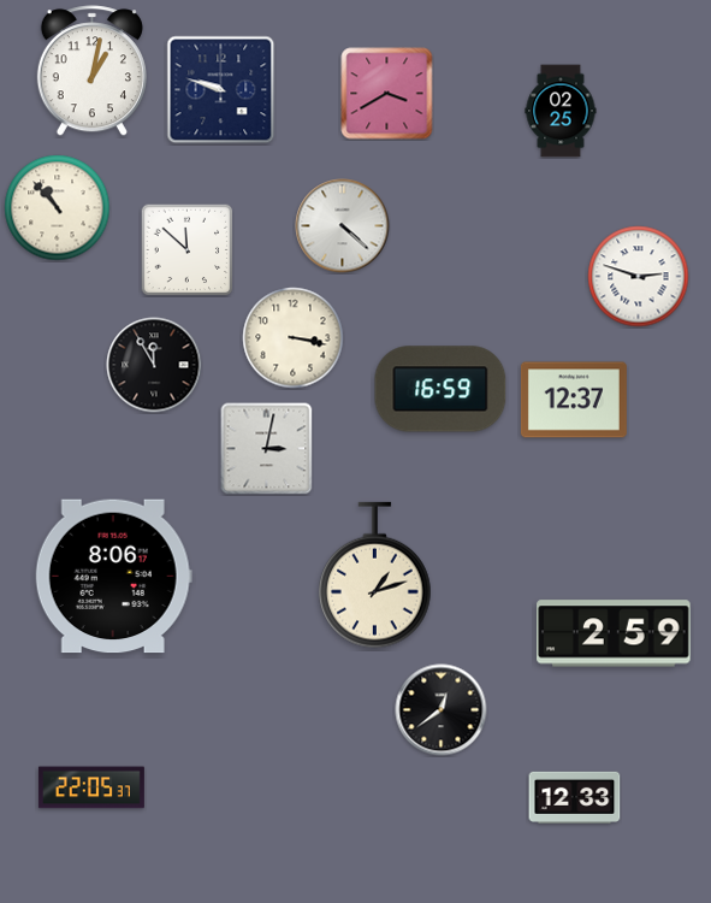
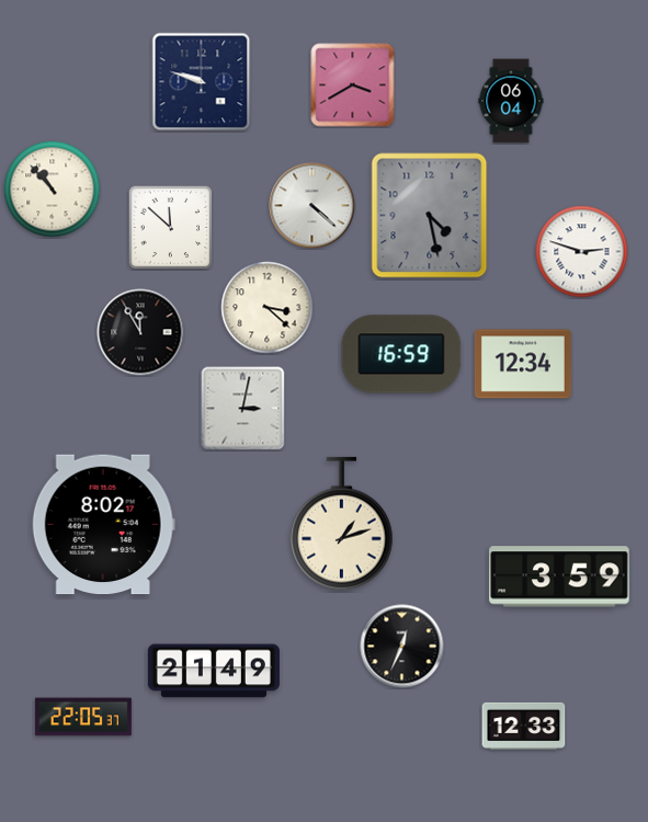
clock at (91, 71): 1:02 -> none
clock at (561, 111): 02:25 -> 06:04
clock at (430, 216): none -> 4:28
clock at (294, 338): 3:17 -> 3:22
clock at (574, 400): 12:37 -> 12:34
clock at (113, 577): 8:06 -> 8:02
clock at (614, 633): 2:59 -> 3:59
clock at (442, 710): 12:39 -> 12:34
clock at (214, 671): none -> 21:49
